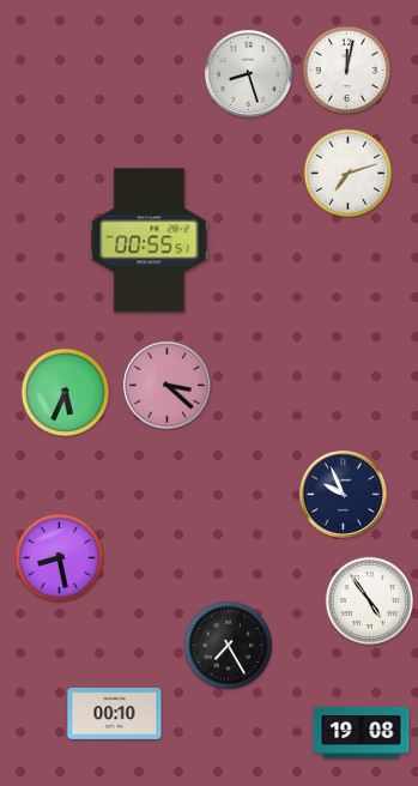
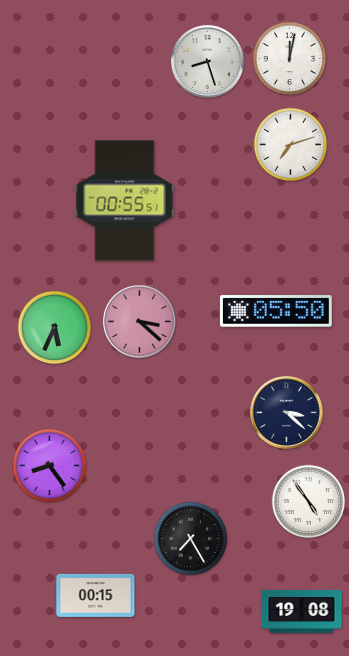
clock at (276, 311): none -> 05:50
clock at (343, 494): 9:56 -> 3:22
clock at (60, 558): 8:28 -> 8:24
clock at (115, 713): 00:10 -> 00:15
